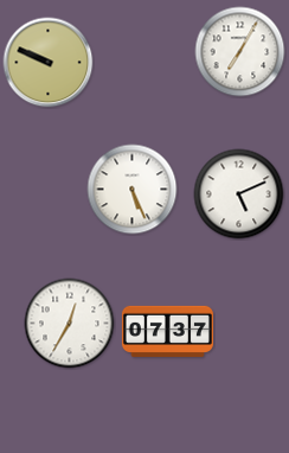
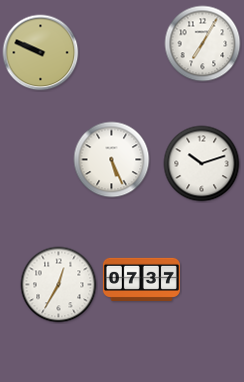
clock at (239, 194): 5:11 -> 10:12
clock at (70, 324) position: (70, 324) -> (59, 285)
